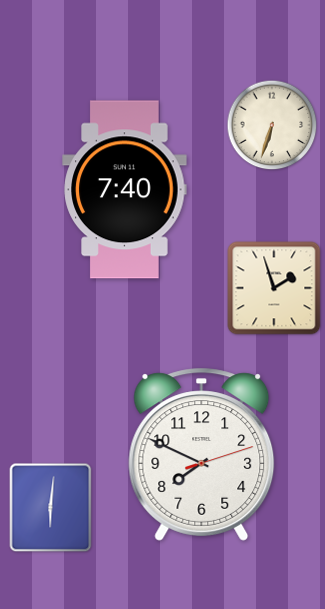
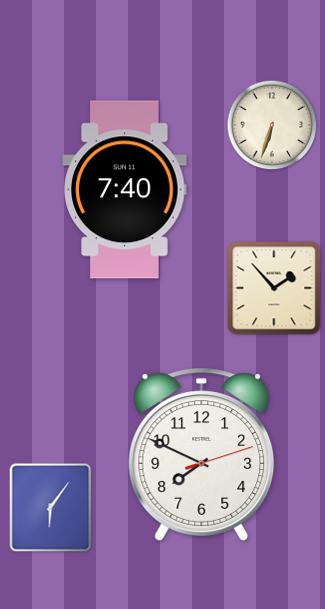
clock at (274, 288): 1:57 -> 1:53
clock at (51, 508): 6:01 -> 6:06
